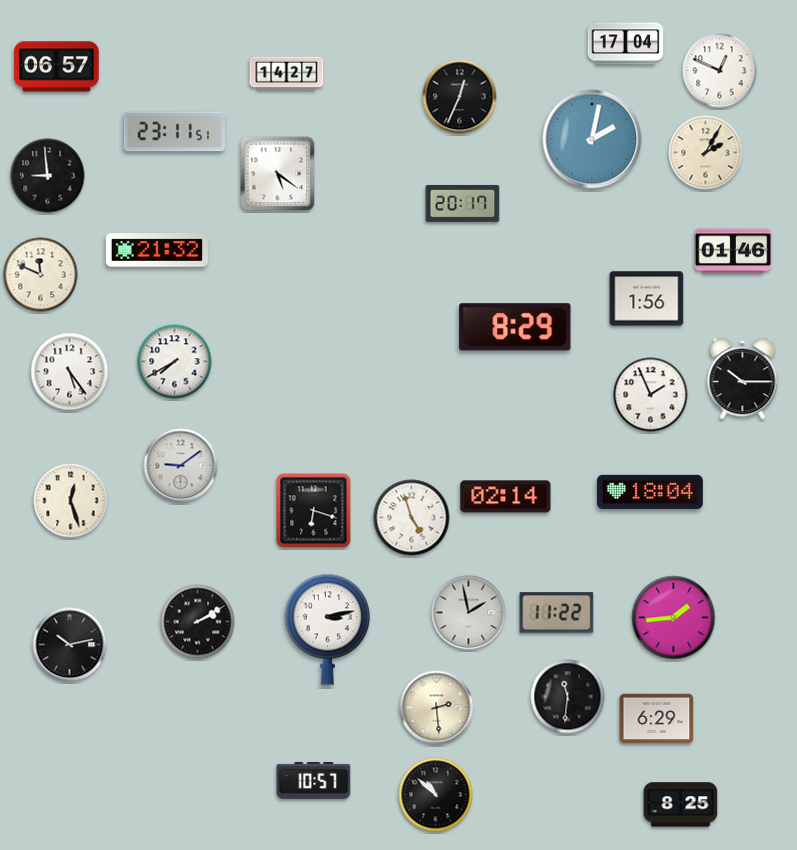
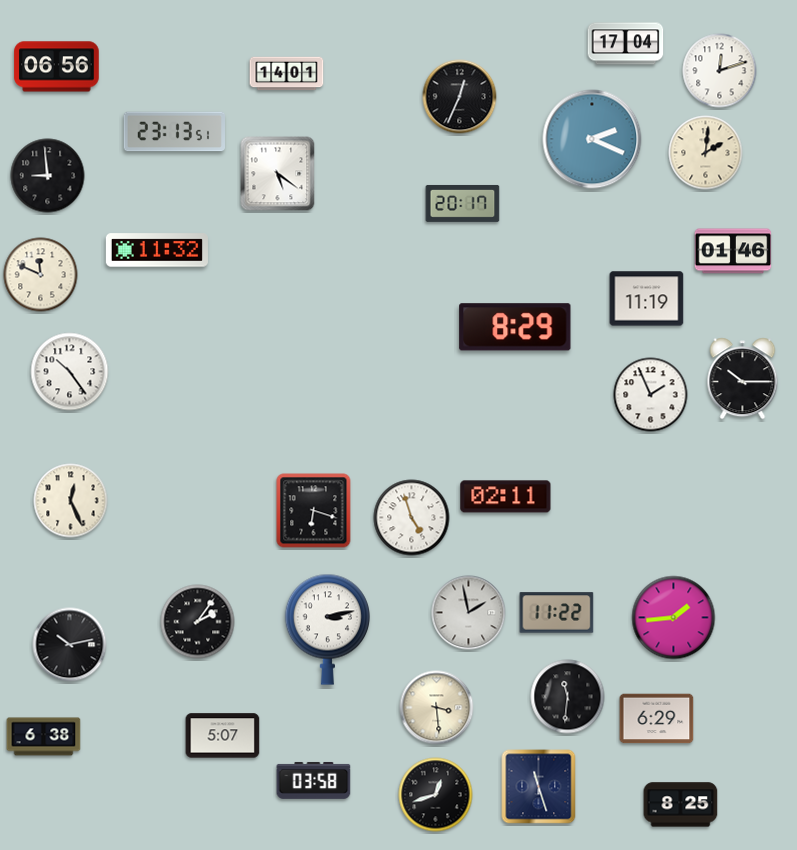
clock at (57, 67): 06:57 -> 06:56
clock at (720, 71): 12:49 -> 12:12
clock at (287, 74): 14:27 -> 14:01
clock at (174, 132): 23:11 -> 23:13
clock at (592, 139): 2:02 -> 2:19
clock at (706, 153): 2:05 -> 2:01
clock at (157, 250): 21:32 -> 11:32
clock at (647, 299): 1:56 -> 11:19
clock at (175, 362): 7:40 -> none
clock at (70, 372): 5:24 -> 10:24
clock at (181, 466): 9:09 -> none
clock at (651, 492): 18:04 -> none
clock at (506, 497): 02:14 -> 02:11
clock at (71, 501): 12:27 -> 12:26
clock at (198, 622): 2:10 -> 2:06
clock at (437, 708): 2:29 -> 3:29
clock at (223, 736): none -> 5:07
clock at (44, 737): none -> 6:38
clock at (314, 780): 10:57 -> 03:58
clock at (539, 787): none -> 11:27
clock at (436, 795): 10:52 -> 12:42
